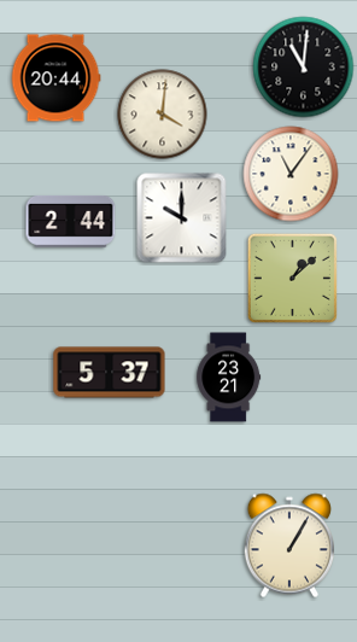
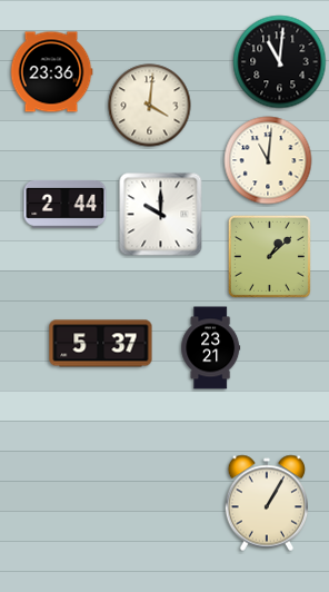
clock at (55, 78): 20:44 -> 23:36
clock at (291, 174): 11:06 -> 11:01
clock at (182, 218) position: (182, 218) -> (161, 215)
